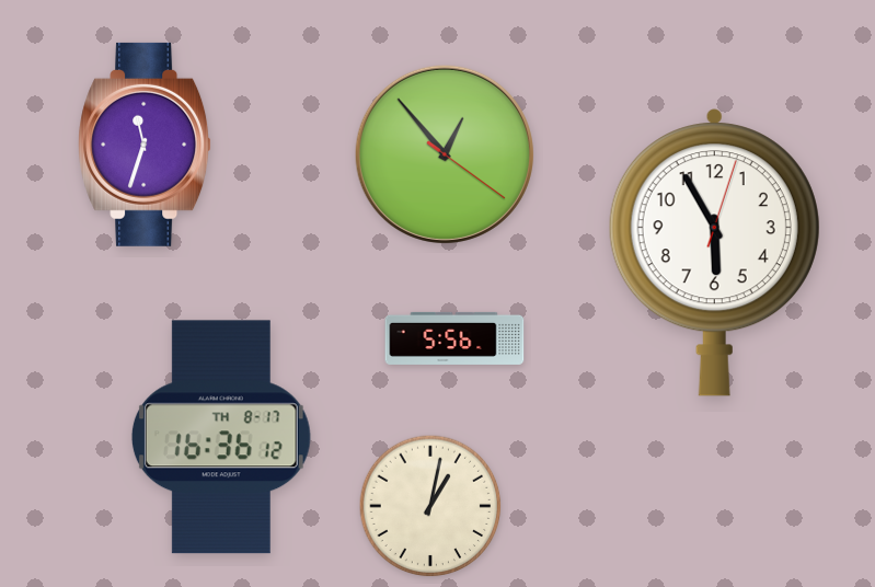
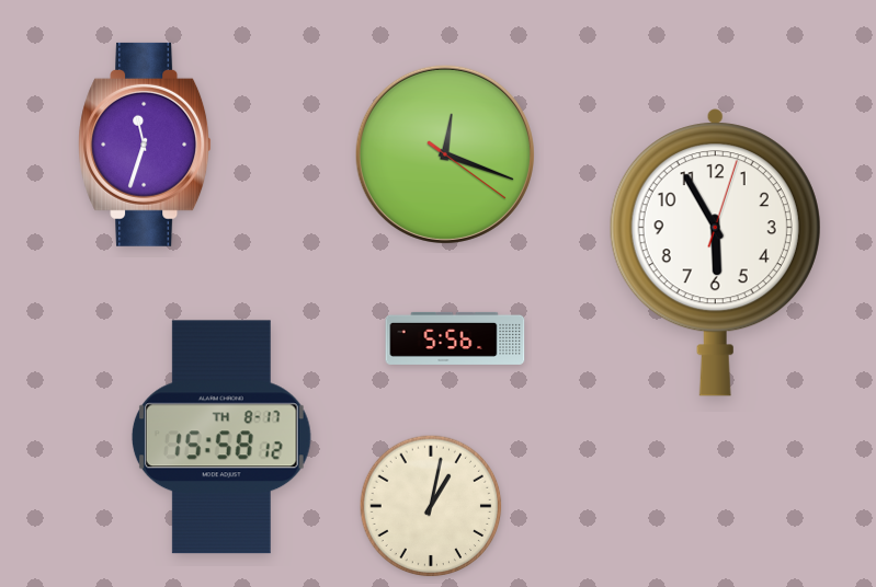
clock at (445, 154): 12:53 -> 12:18
clock at (221, 437): 16:36 -> 15:58
